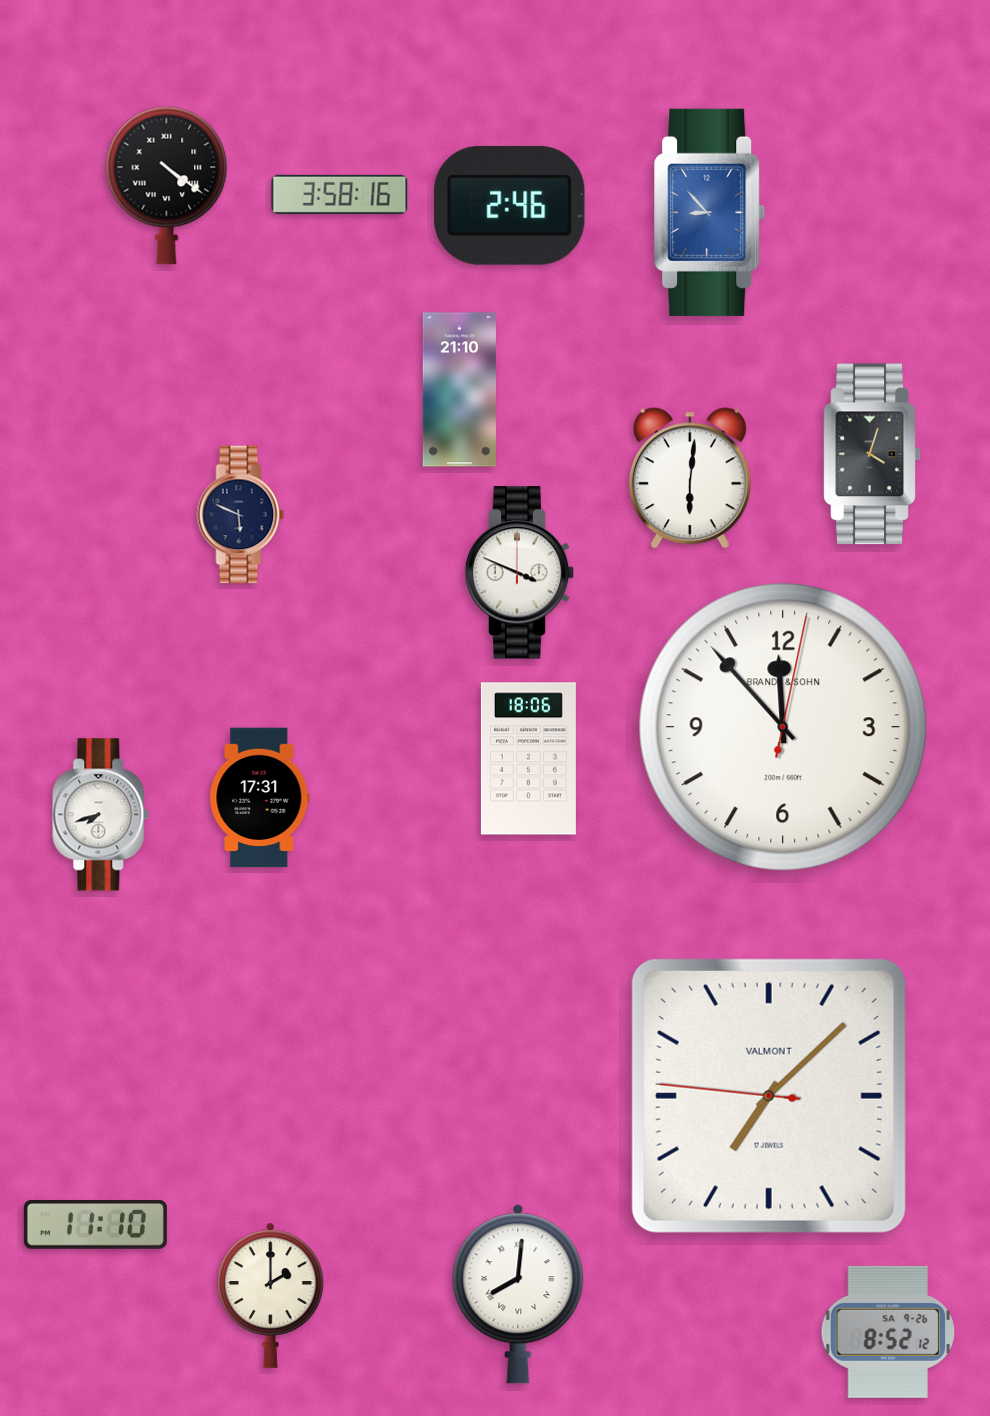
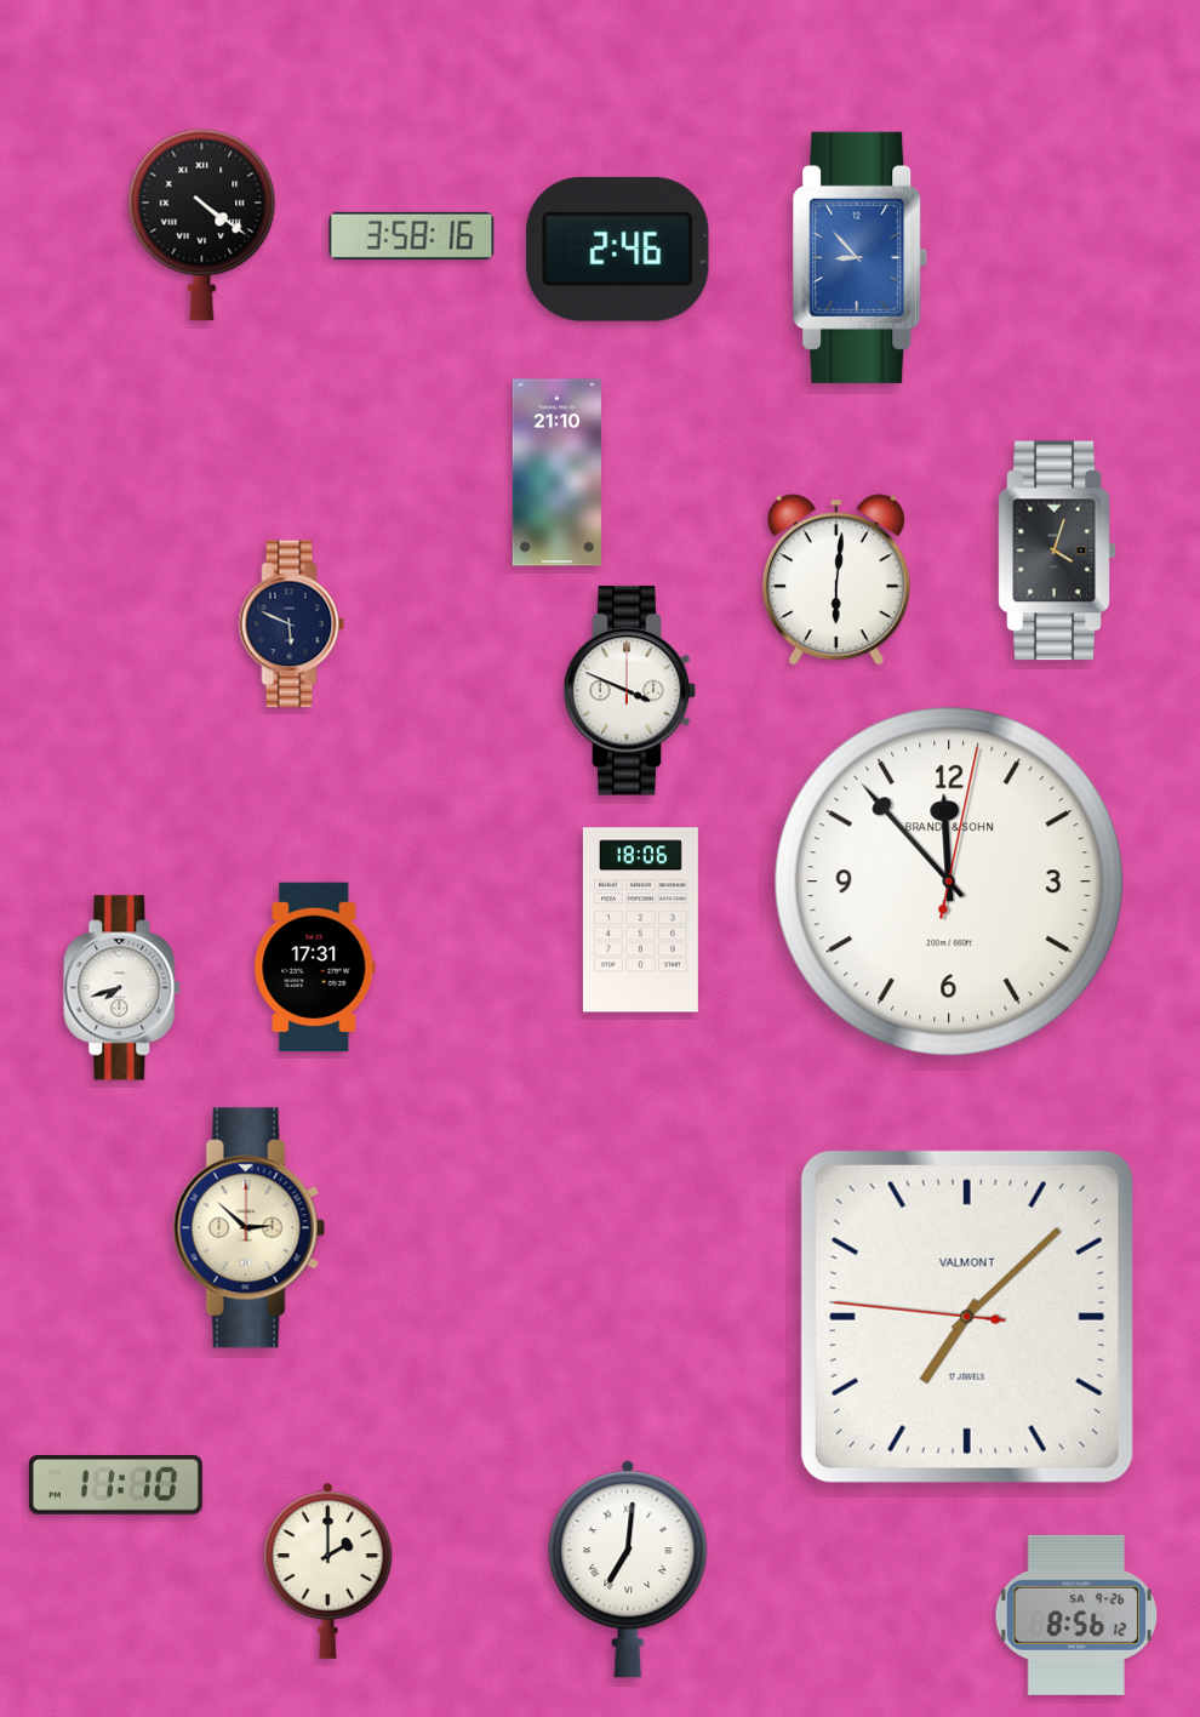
clock at (520, 573) position: (520, 573) -> (630, 691)
clock at (248, 1228): none -> 2:52
clock at (769, 1096) position: (769, 1096) -> (967, 1317)
clock at (518, 1294): 8:01 -> 7:01
clock at (888, 1332): 8:52 -> 8:56
